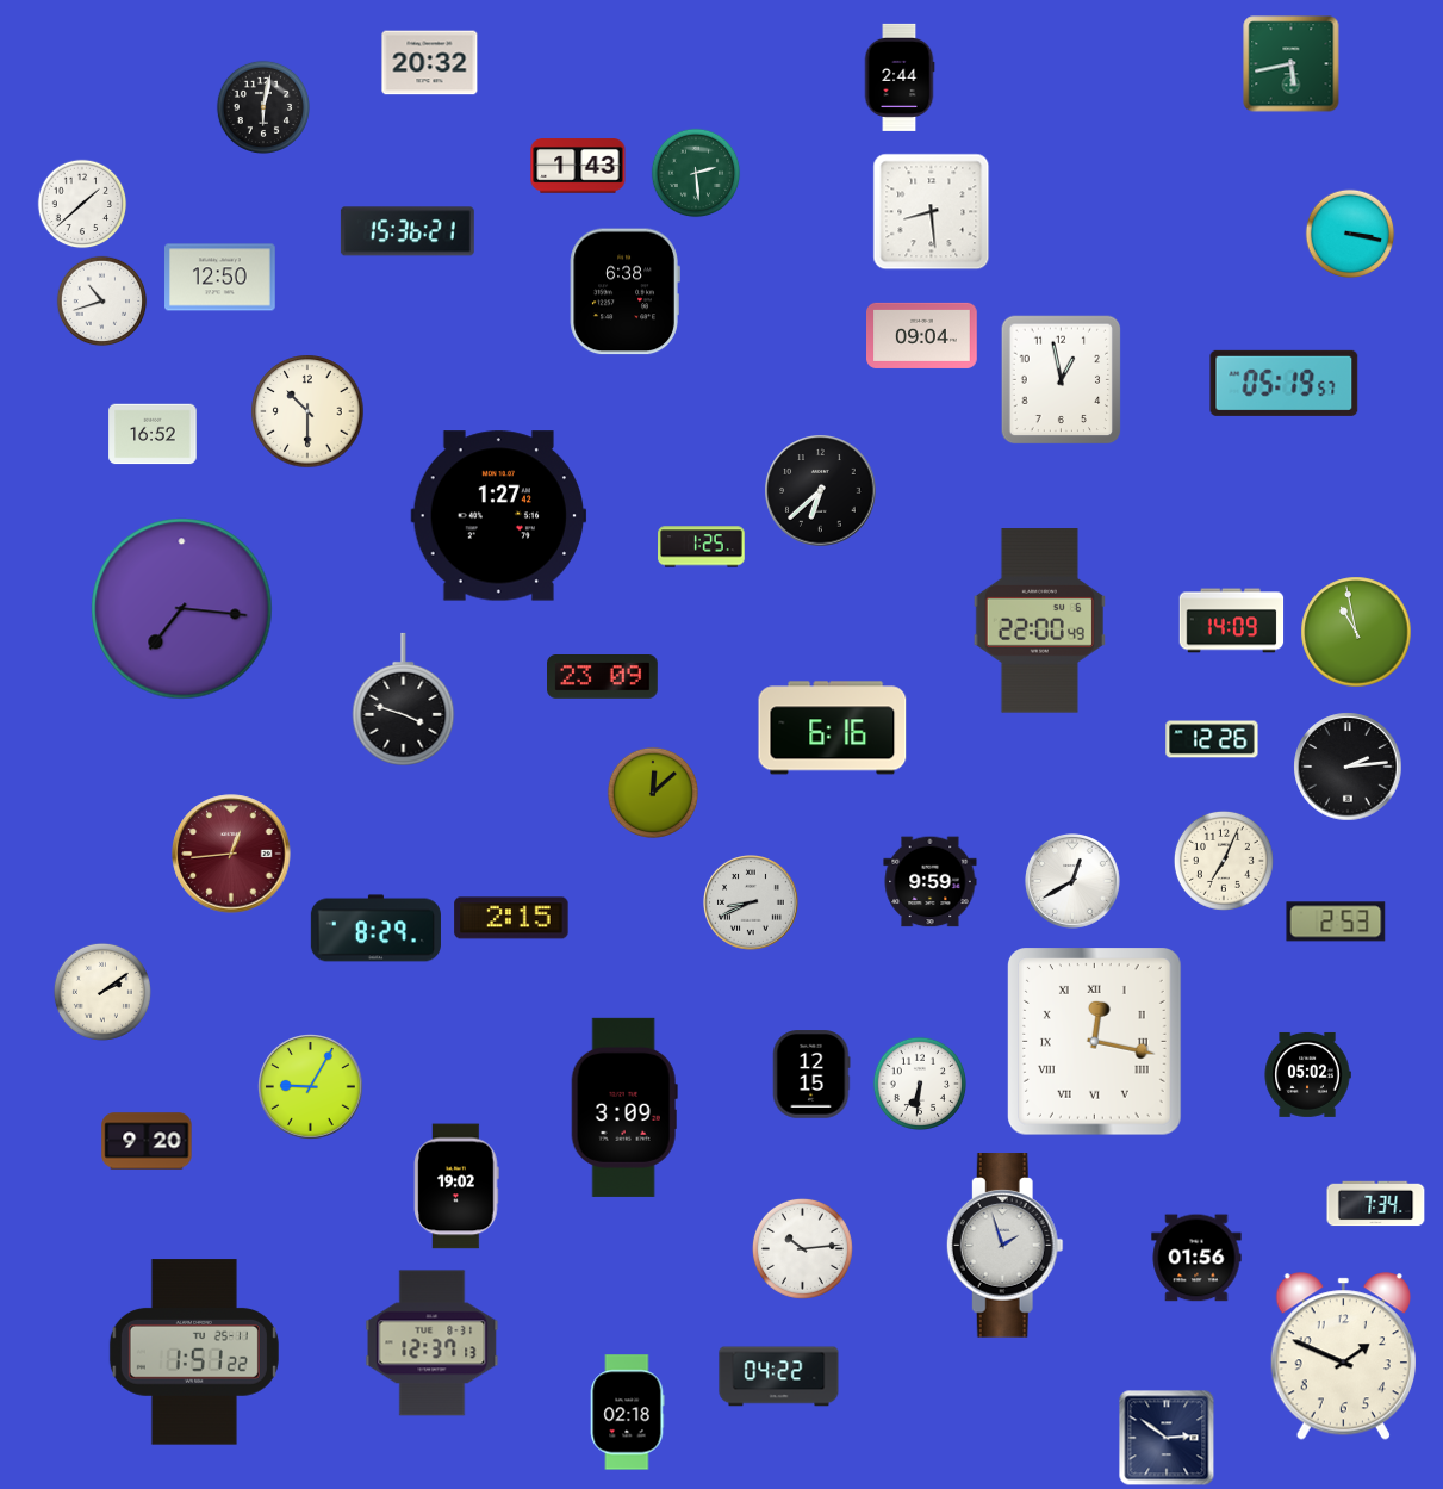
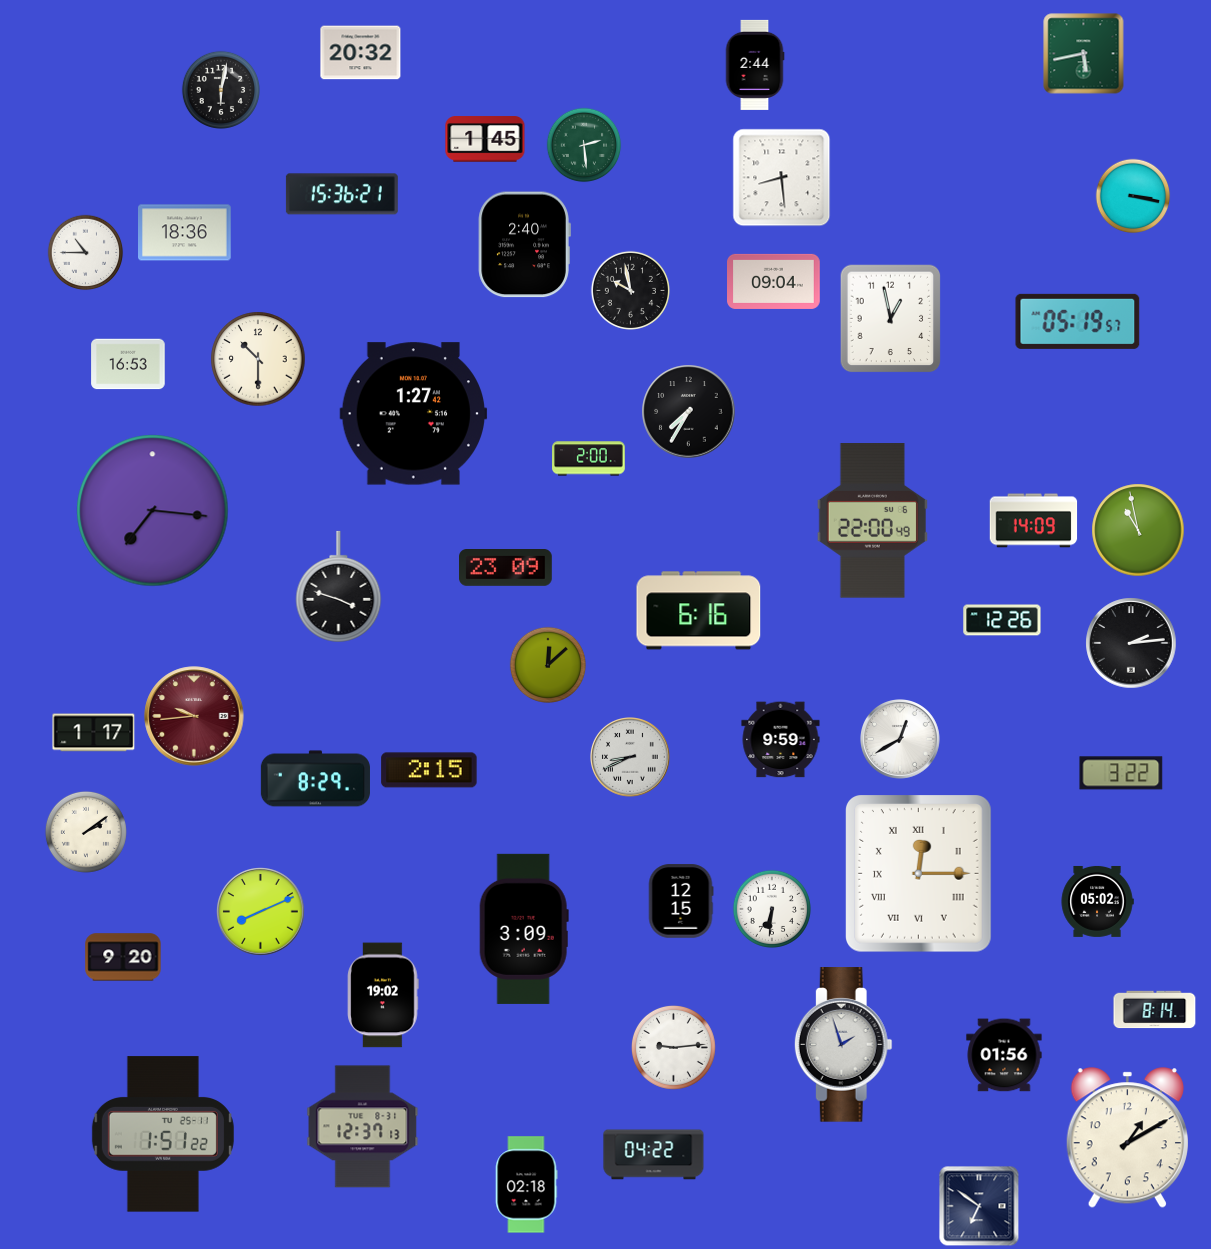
clock at (578, 166): 1:43 -> 1:45
clock at (82, 204): 1:38 -> none
clock at (220, 278): 12:50 -> 18:36
clock at (624, 292): 6:38 -> 2:40
clock at (102, 302): 10:42 -> 10:45
clock at (630, 290): none -> 9:58
clock at (307, 411) position: (307, 411) -> (258, 359)
clock at (153, 434): 16:52 -> 16:53
clock at (821, 491): 6:38 -> 7:35
clock at (499, 516) position: (499, 516) -> (414, 414)
clock at (702, 547): 1:25 -> 2:00
clock at (1212, 739) position: (1212, 739) -> (1002, 620)
clock at (231, 854): 12:44 -> 9:44
clock at (1224, 861): 7:04 -> none
clock at (94, 733): none -> 1:17
clock at (1336, 922): 2:53 -> 3:22
clock at (1095, 1042): 12:17 -> 12:15
clock at (311, 1087): 9:05 -> 8:11
clock at (1376, 1204): 7:34 -> 8:14
clock at (802, 1248): 10:14 -> 9:14
clock at (1343, 1357): 1:49 -> 1:10
clock at (1167, 1438): 2:51 -> 6:51
